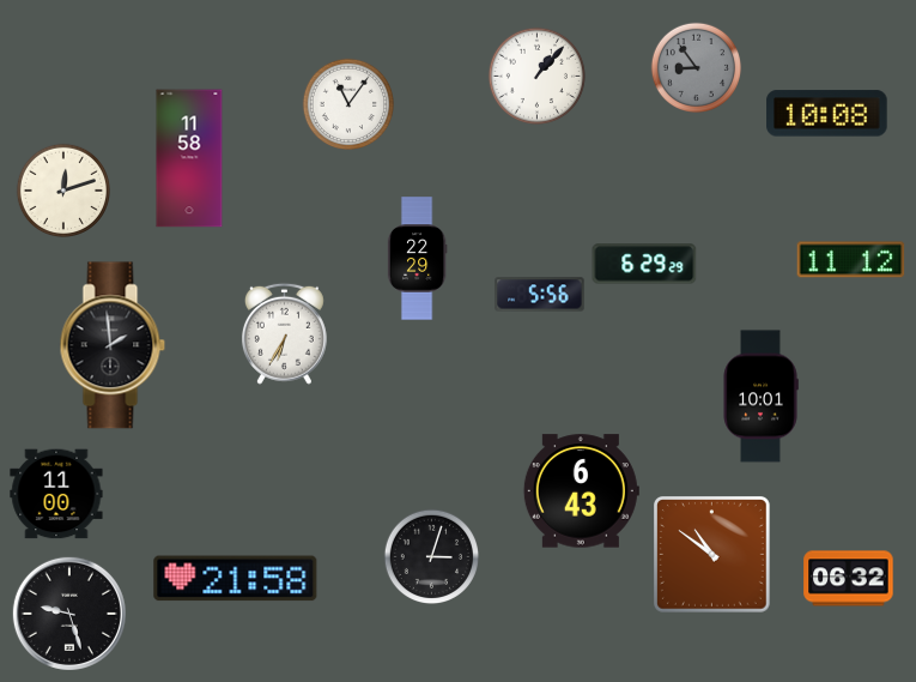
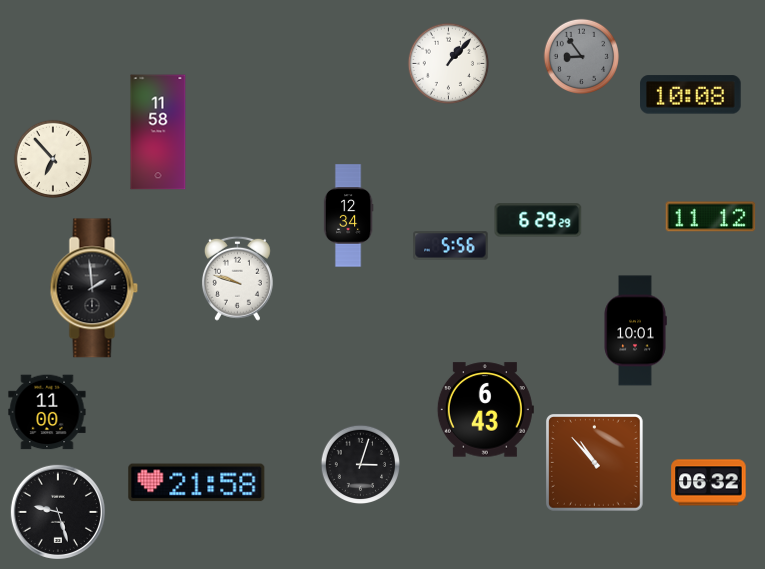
clock at (347, 103): 11:06 -> none
clock at (62, 189): 12:12 -> 6:53
clock at (417, 259): 22:29 -> 12:34
clock at (284, 333): 6:35 -> 9:48
clock at (712, 555): 10:51 -> 10:53
